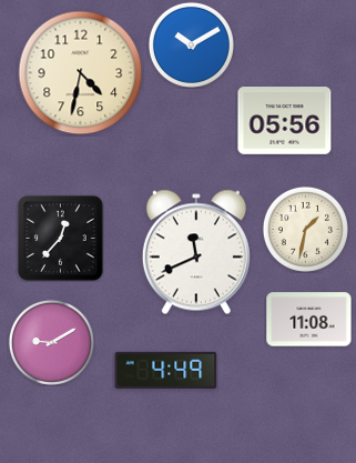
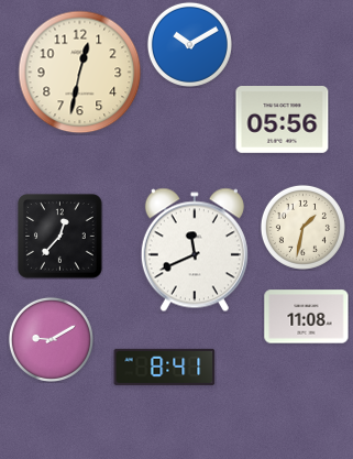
clock at (81, 73): 4:32 -> 12:32
clock at (166, 370): 4:49 -> 8:41
